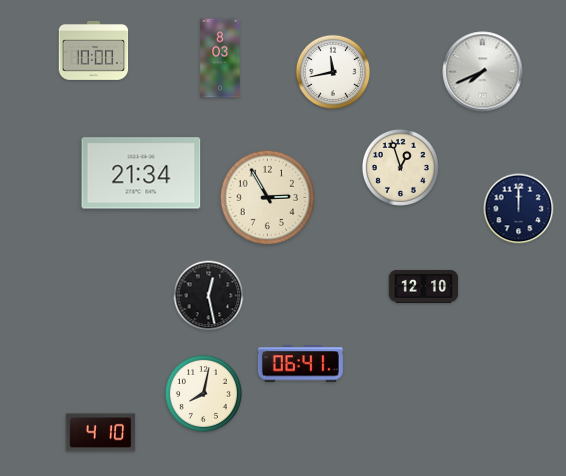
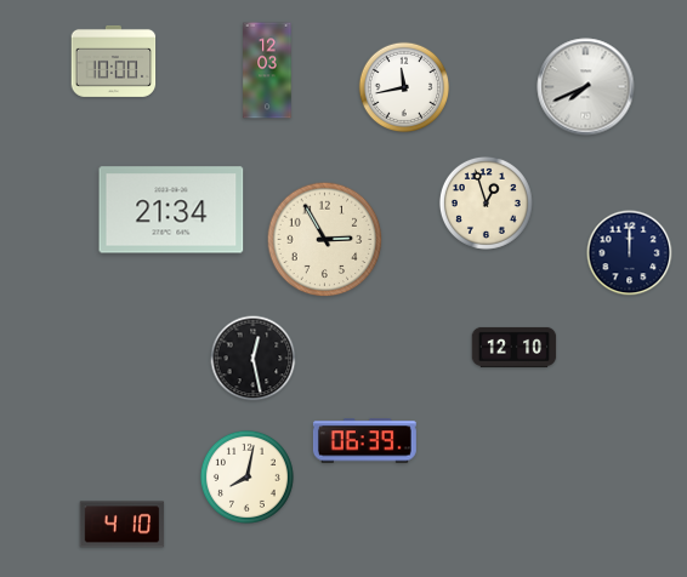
clock at (220, 58): 8:03 -> 12:03
clock at (300, 364): 06:41 -> 06:39
